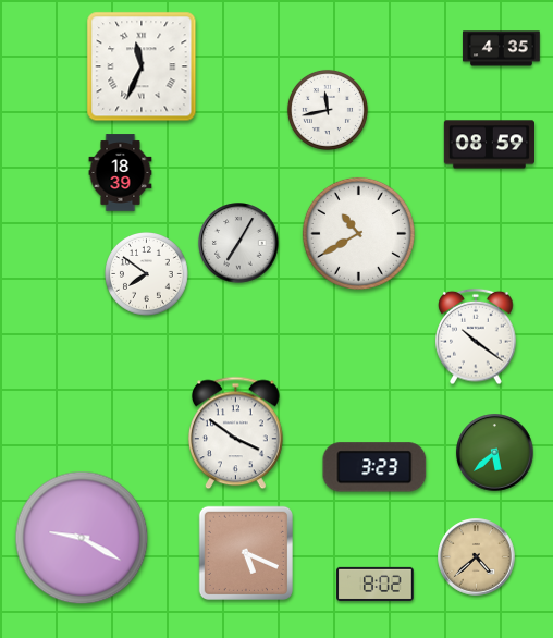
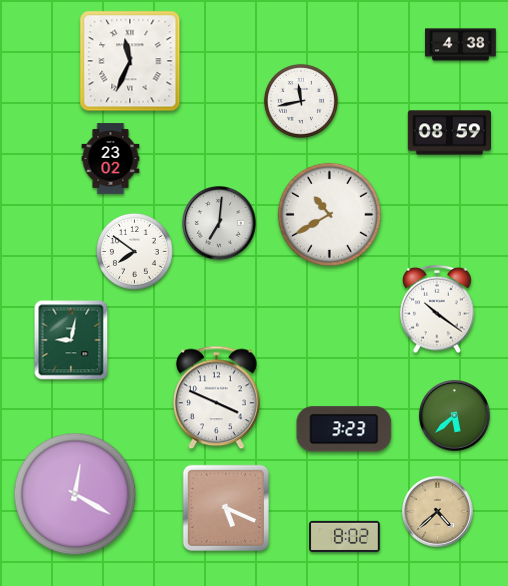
clock at (502, 49): 4:35 -> 4:38
clock at (121, 173): 18:39 -> 23:02
clock at (238, 243): 7:05 -> 7:01
clock at (71, 340): none -> 9:02
clock at (235, 433): 3:51 -> 3:49
clock at (82, 538): 9:20 -> 12:20
